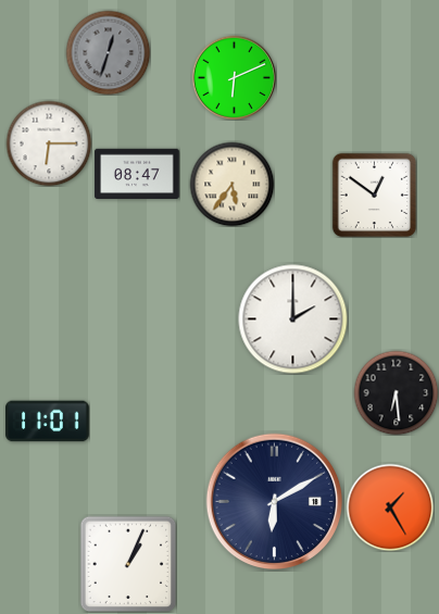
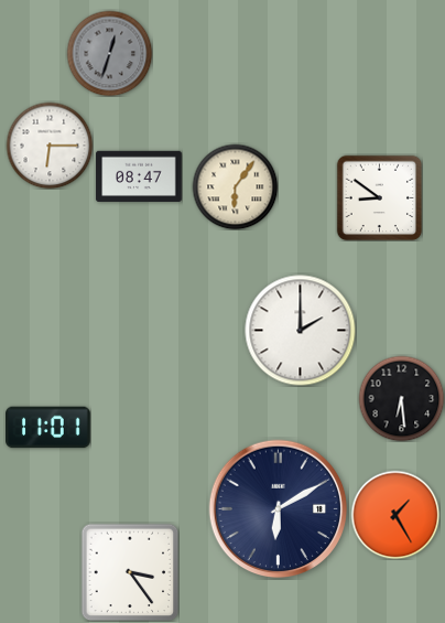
clock at (234, 77): 6:11 -> none
clock at (231, 184): 5:36 -> 6:06
clock at (374, 195): 12:51 -> 8:51
clock at (293, 319) position: (293, 319) -> (301, 331)
clock at (128, 564): 1:04 -> 3:24
